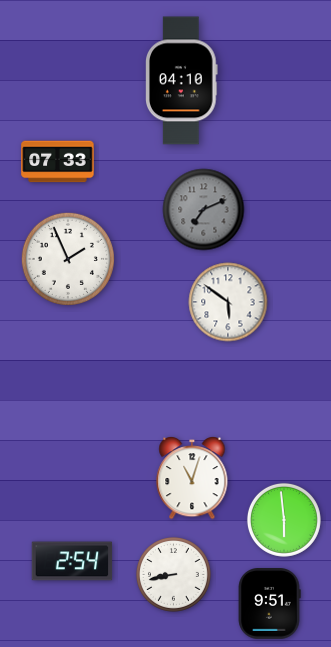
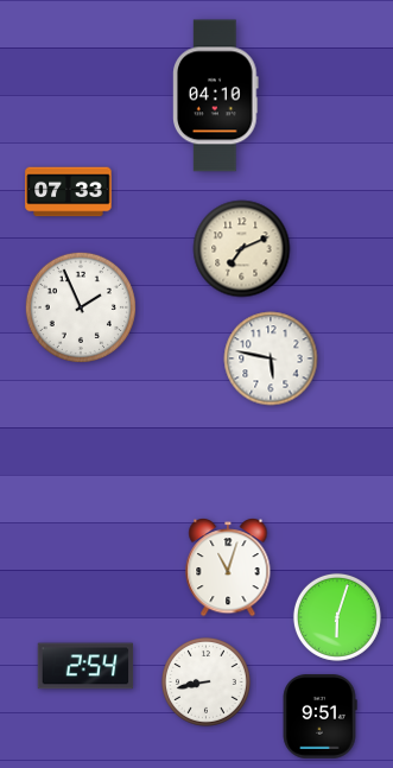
clock at (204, 210) dial: grey -> cream
clock at (228, 302): 5:51 -> 5:47
clock at (284, 520): 5:59 -> 6:03
